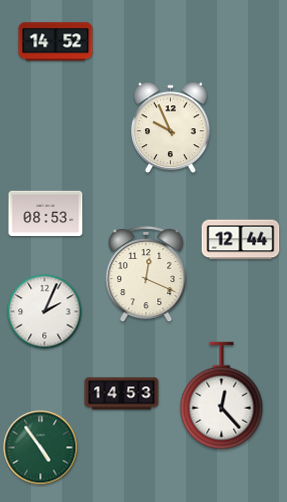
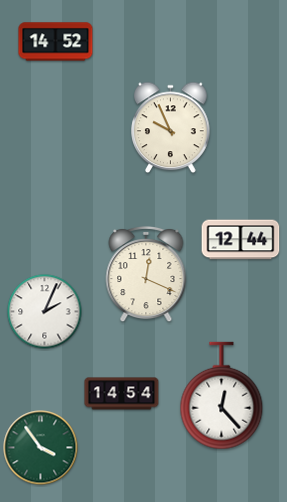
clock at (46, 214): 08:53 -> none
clock at (122, 394): 14:53 -> 14:54
clock at (41, 448): 4:54 -> 3:54
